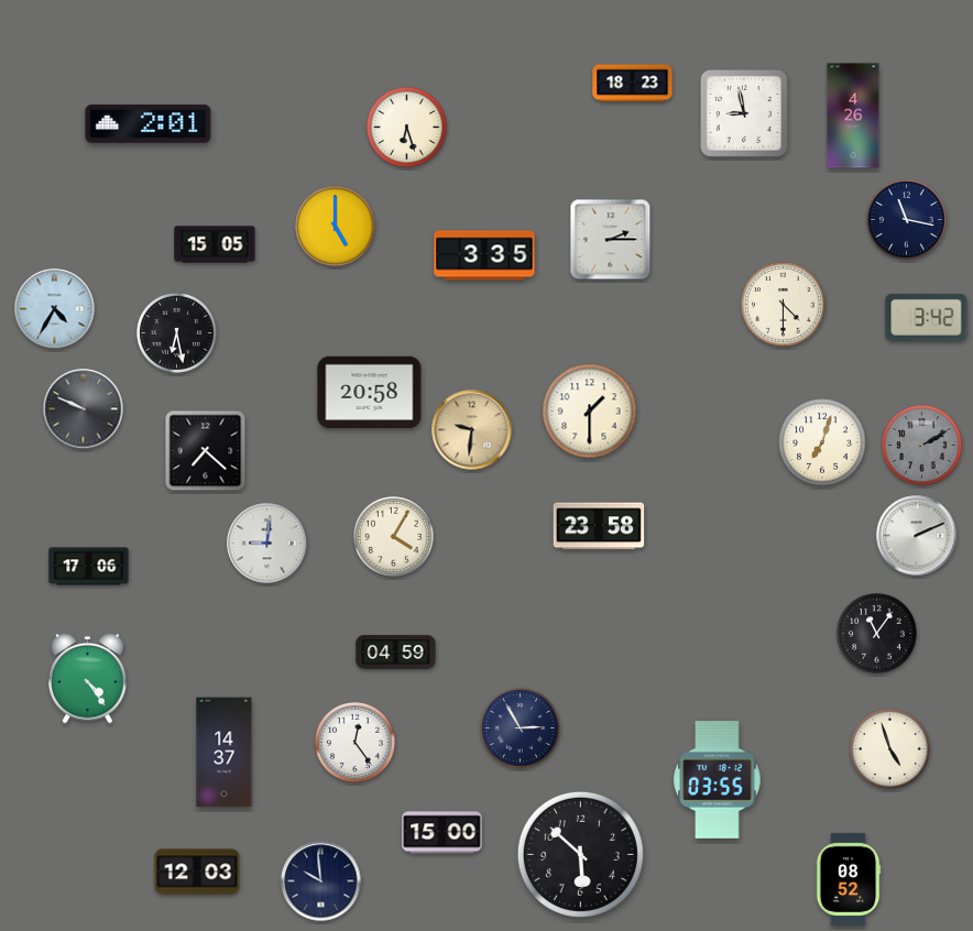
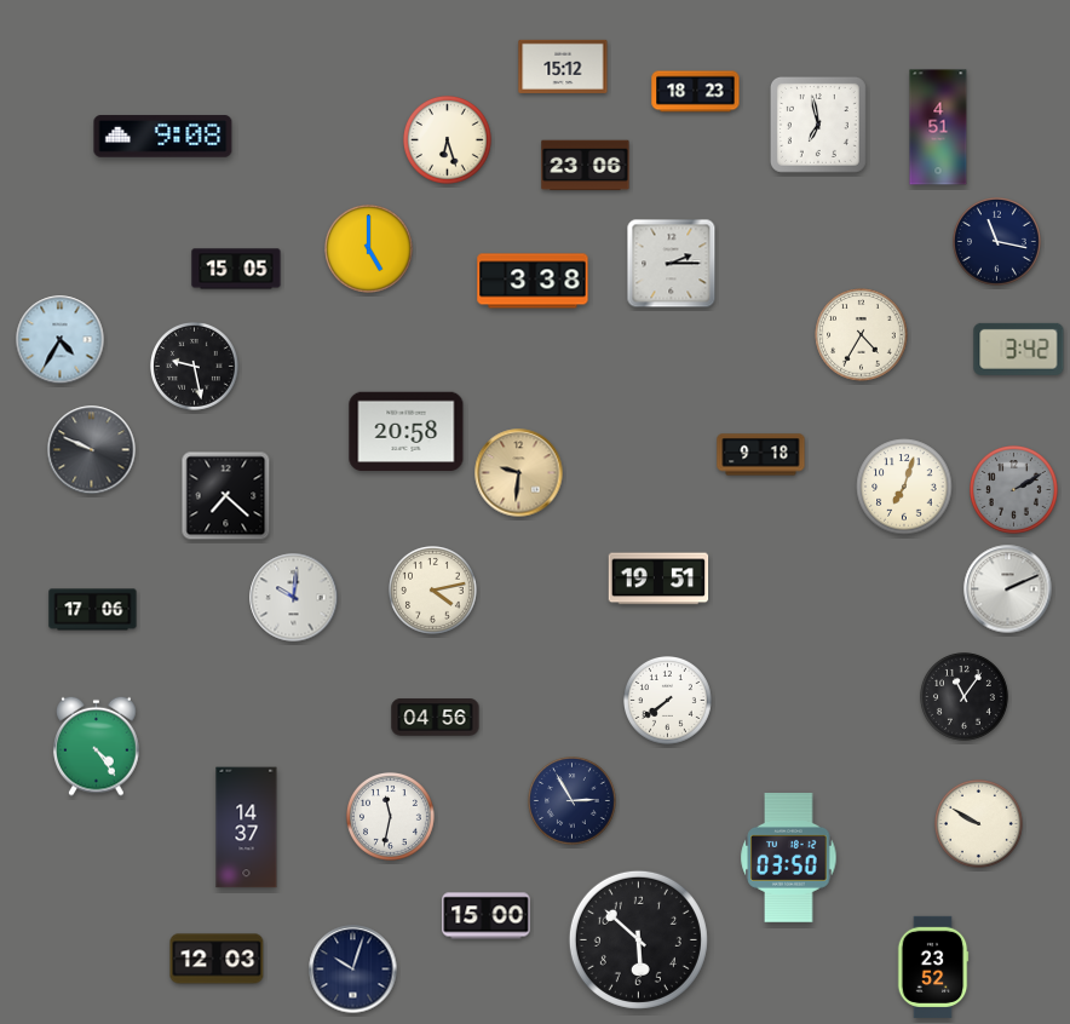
clock at (563, 67): none -> 15:12
clock at (744, 113): 8:58 -> 6:58
clock at (853, 116): 4:26 -> 4:51
clock at (149, 124): 2:01 -> 9:08
clock at (586, 166): none -> 23:06
clock at (484, 255): 3:35 -> 3:38
clock at (784, 305): 4:30 -> 4:35
clock at (177, 333): 6:28 -> 9:28
clock at (590, 412): 1:30 -> none
clock at (761, 455): none -> 9:18
clock at (599, 526): 23:58 -> 19:51
clock at (394, 537): 4:05 -> 4:13
clock at (267, 544): 9:01 -> 10:01
clock at (89, 567) position: (89, 567) -> (93, 610)
clock at (668, 701): none -> 7:39
clock at (396, 653): 04:59 -> 04:56
clock at (356, 743): 12:24 -> 11:32
clock at (890, 749): 4:57 -> 9:50
clock at (718, 780): 03:55 -> 03:50
clock at (849, 879): 08:52 -> 23:52
clock at (321, 881): 9:59 -> 10:03
